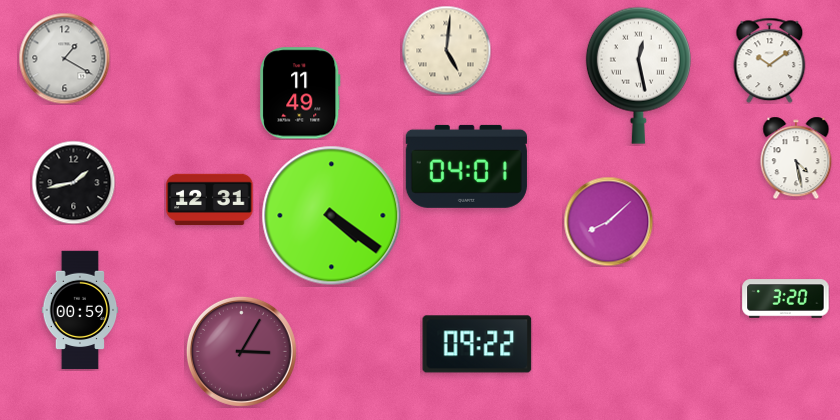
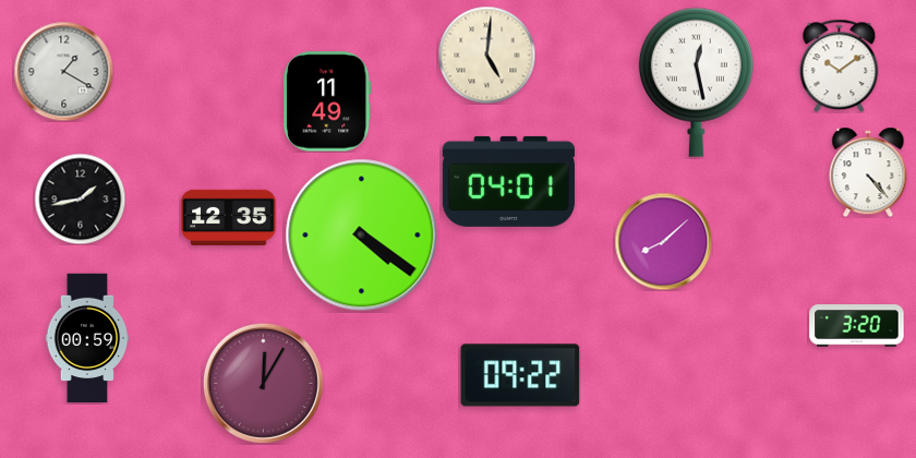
clock at (64, 58) position: (64, 58) -> (63, 71)
clock at (796, 158): 4:28 -> 4:23
clock at (210, 200): 12:31 -> 12:35
clock at (241, 351): 3:05 -> 12:05
